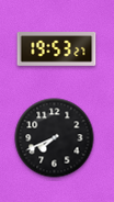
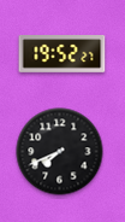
clock at (57, 49): 19:53 -> 19:52
